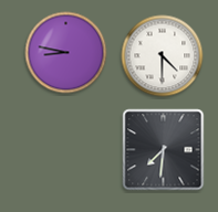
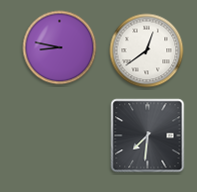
clock at (163, 56): 4:30 -> 12:39
